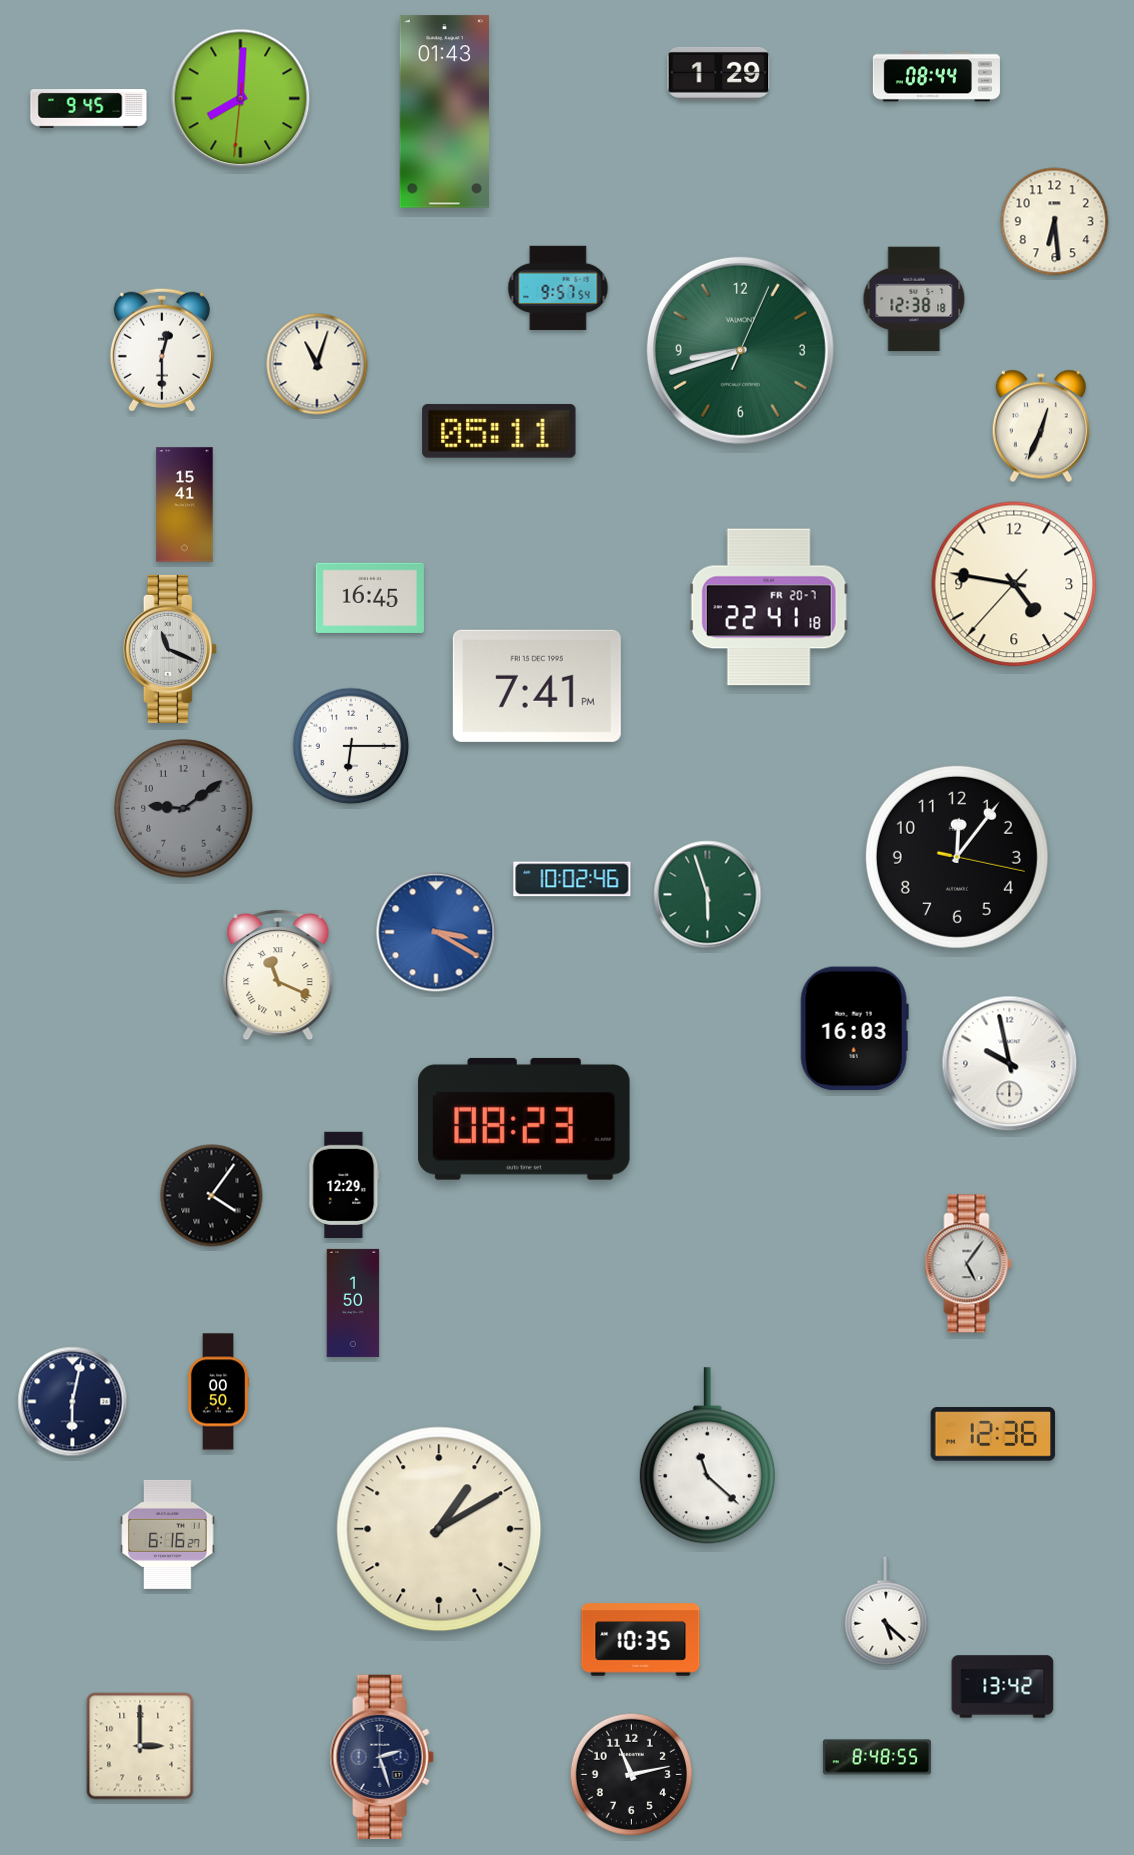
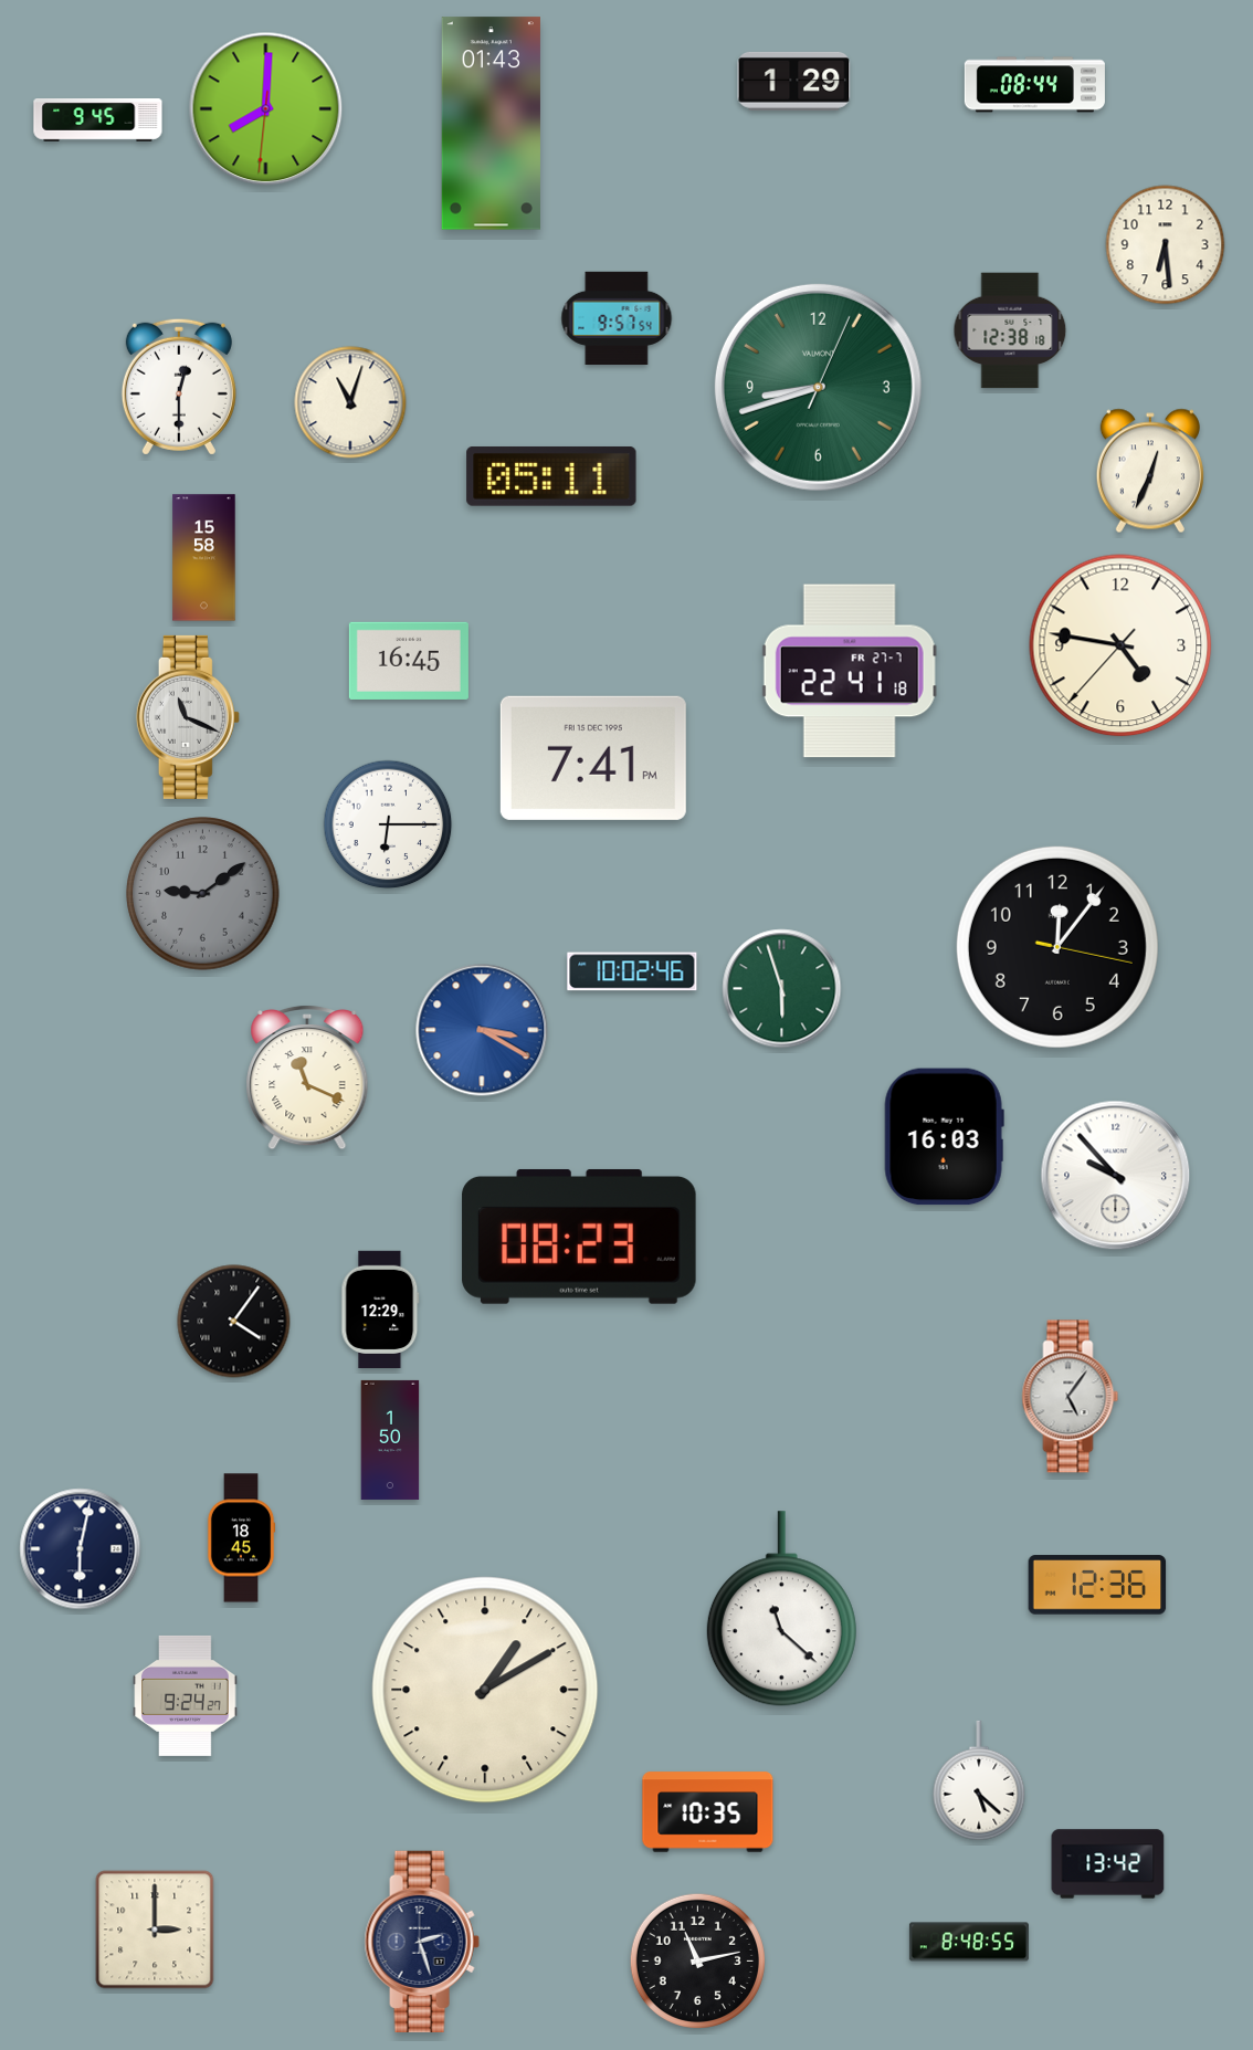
clock at (185, 505): 15:41 -> 15:58
clock at (769, 607) date: FR 20-7 -> FR 27-7
clock at (1010, 1064): 9:58 -> 9:53
clock at (218, 1392): 00:50 -> 18:45
clock at (168, 1534): 6:16 -> 9:24
